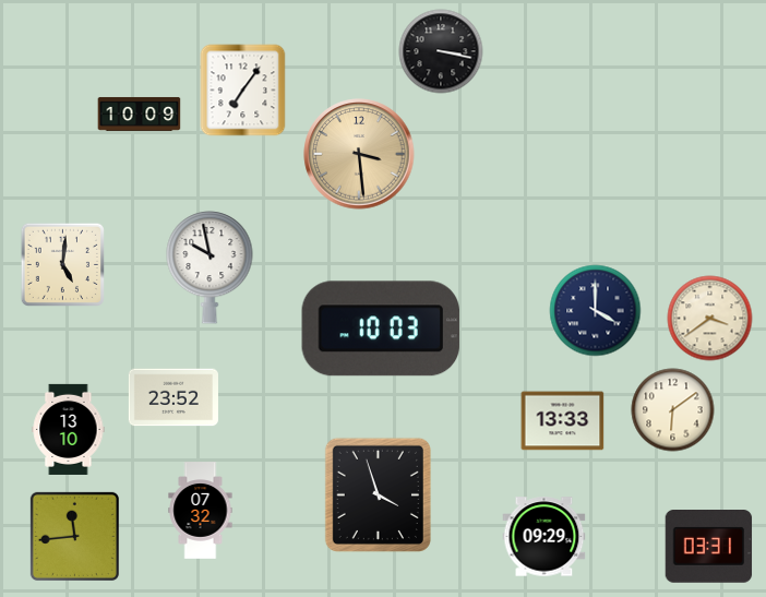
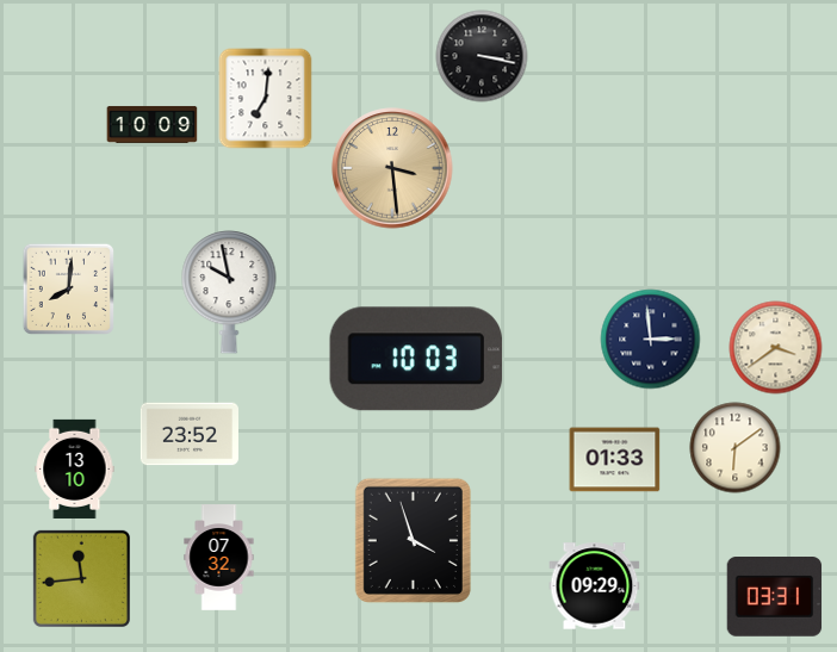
clock at (243, 91): 7:06 -> 7:01
clock at (62, 264): 5:01 -> 8:01
clock at (596, 311): 4:00 -> 2:59
clock at (563, 421): 13:33 -> 01:33
clock at (74, 536) position: (74, 536) -> (81, 578)
